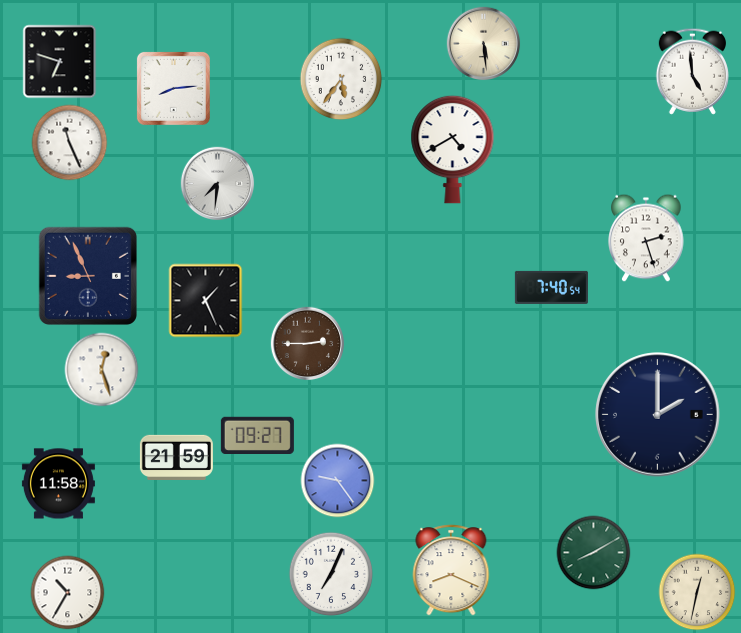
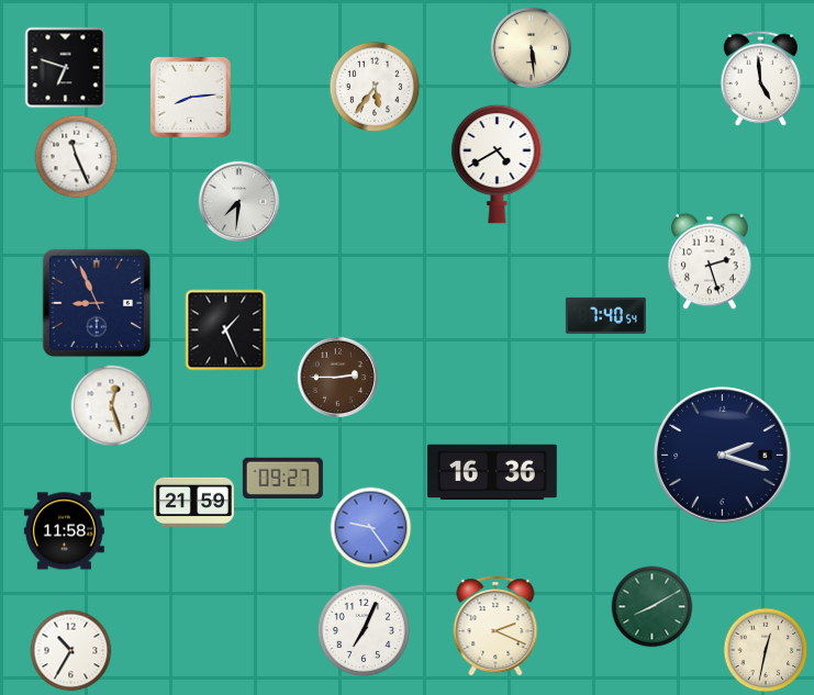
clock at (658, 415): 2:00 -> 2:18
clock at (492, 472): none -> 16:36
clock at (451, 570): 8:19 -> 2:19
clock at (68, 593) position: (68, 593) -> (71, 651)
